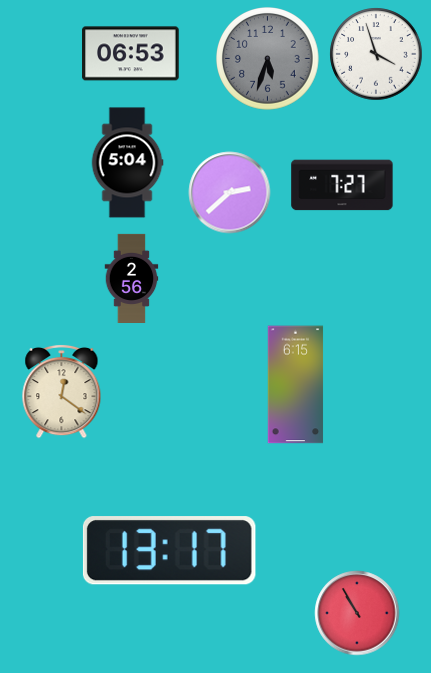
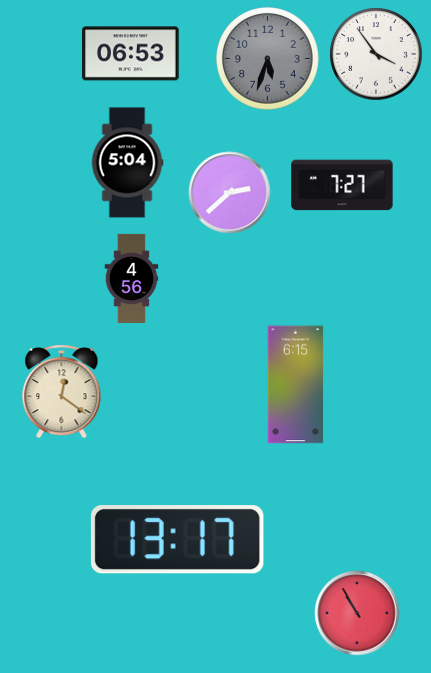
clock at (376, 54): 3:57 -> 3:54
clock at (132, 278): 2:56 -> 4:56
clock at (169, 551) position: (169, 551) -> (177, 540)
